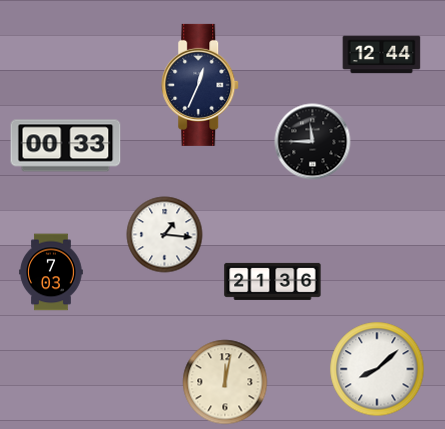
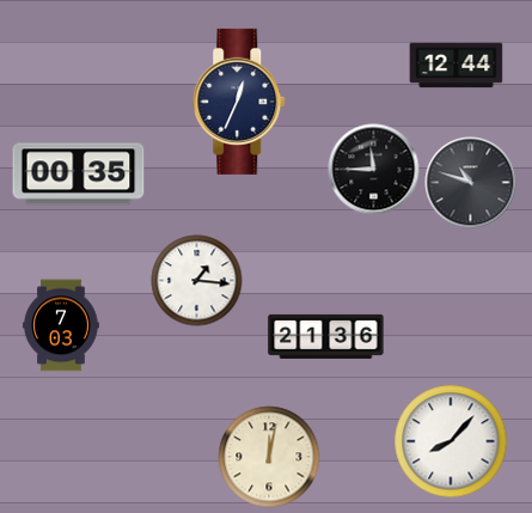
clock at (66, 146): 00:33 -> 00:35
clock at (471, 183): none -> 10:48
clock at (377, 369): 8:08 -> 8:07
